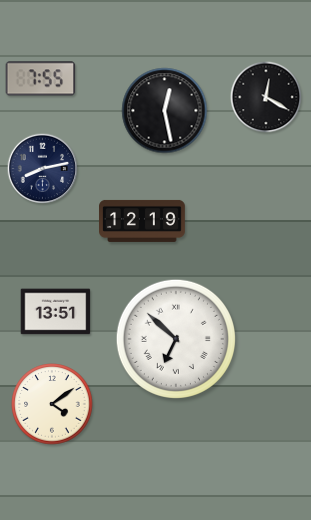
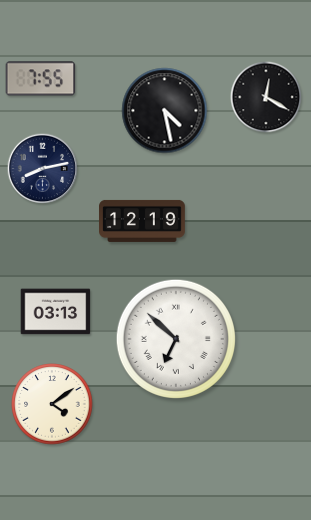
clock at (165, 111): 12:28 -> 4:28
clock at (56, 312): 13:51 -> 03:13
